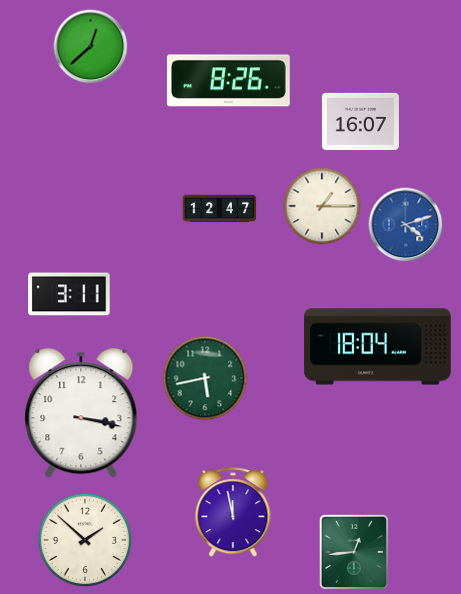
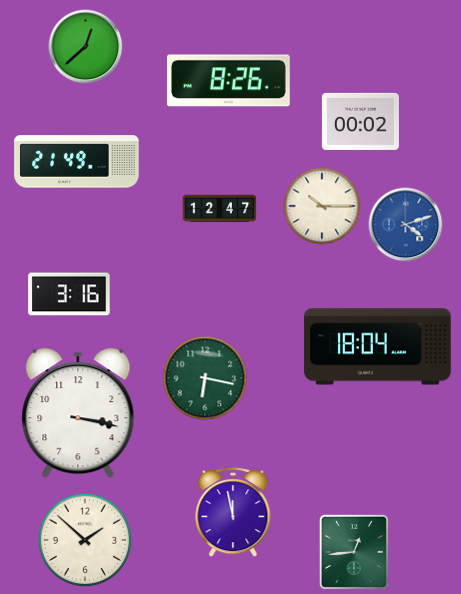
clock at (91, 47) position: (91, 47) -> (86, 47)
clock at (360, 121): 16:07 -> 00:02
clock at (77, 162): none -> 21:49
clock at (322, 206): 1:15 -> 10:15
clock at (69, 294): 3:11 -> 3:16
clock at (205, 378): 5:43 -> 6:17
clock at (81, 414) position: (81, 414) -> (78, 414)
